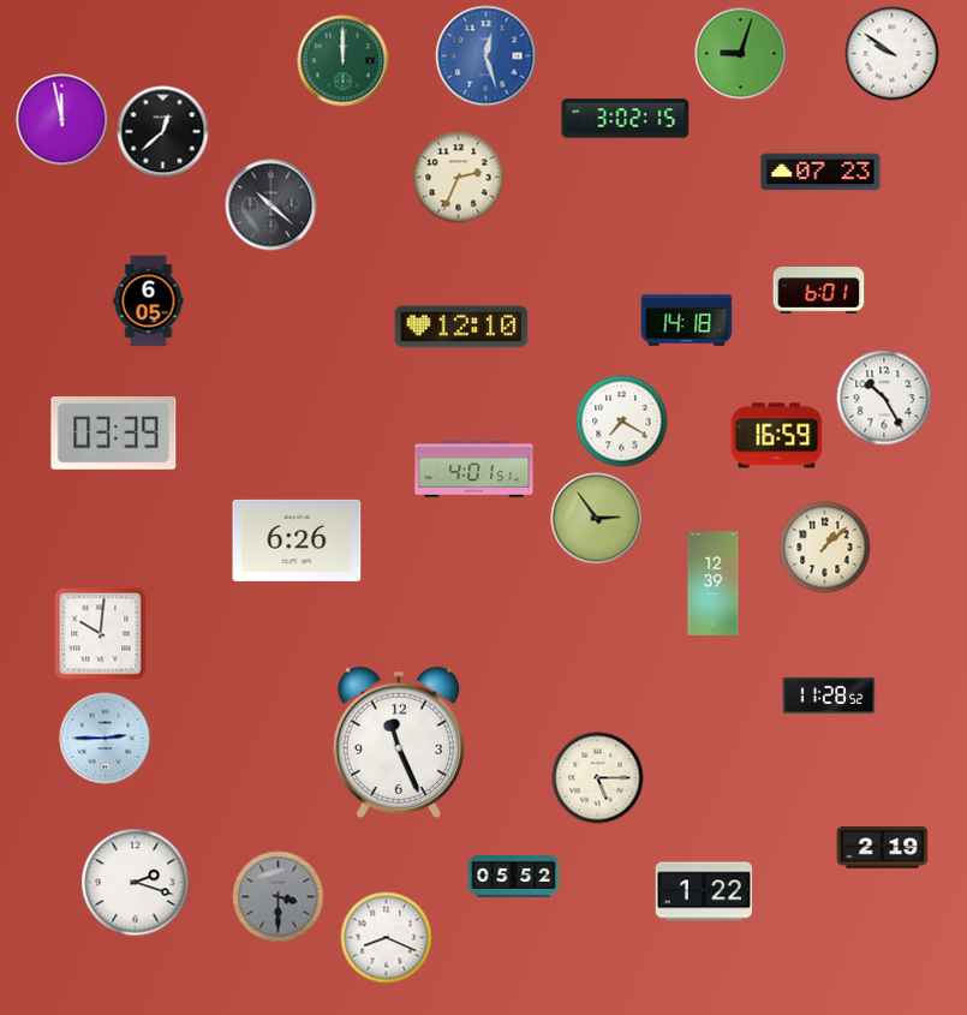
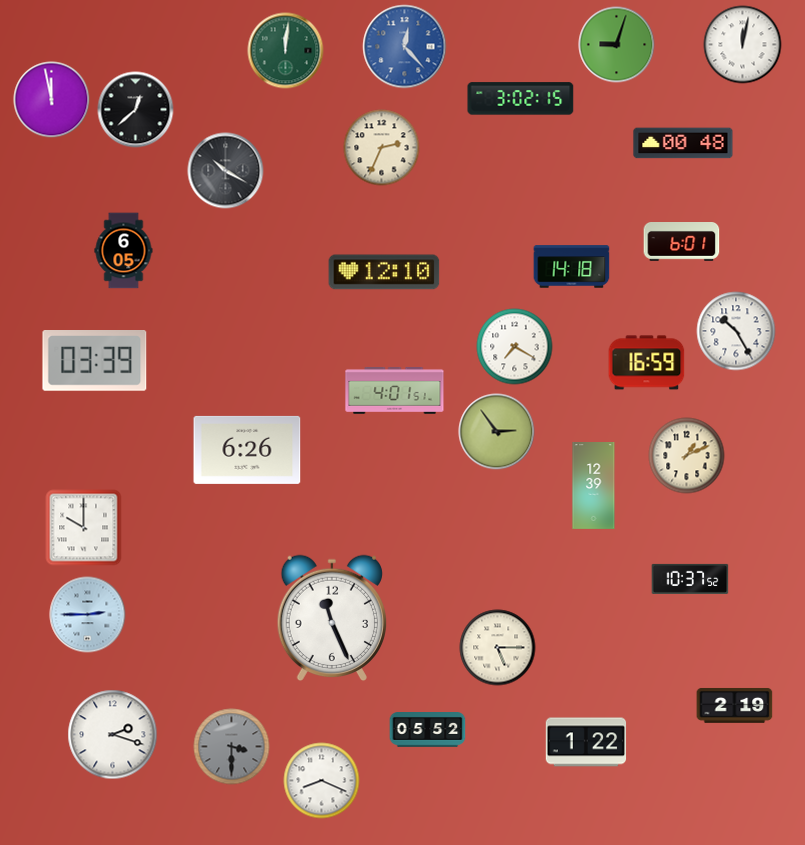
clock at (893, 54): 9:51 -> 12:02
clock at (487, 56): 12:27 -> 12:23
clock at (344, 61): 12:00 -> 12:01
clock at (820, 172): 07:23 -> 00:48
clock at (271, 205): 10:22 -> 10:20
clock at (622, 422) position: (622, 422) -> (515, 347)
clock at (825, 548): 1:08 -> 1:11
clock at (101, 634): 10:01 -> 10:00
clock at (829, 695): 11:28 -> 10:37
